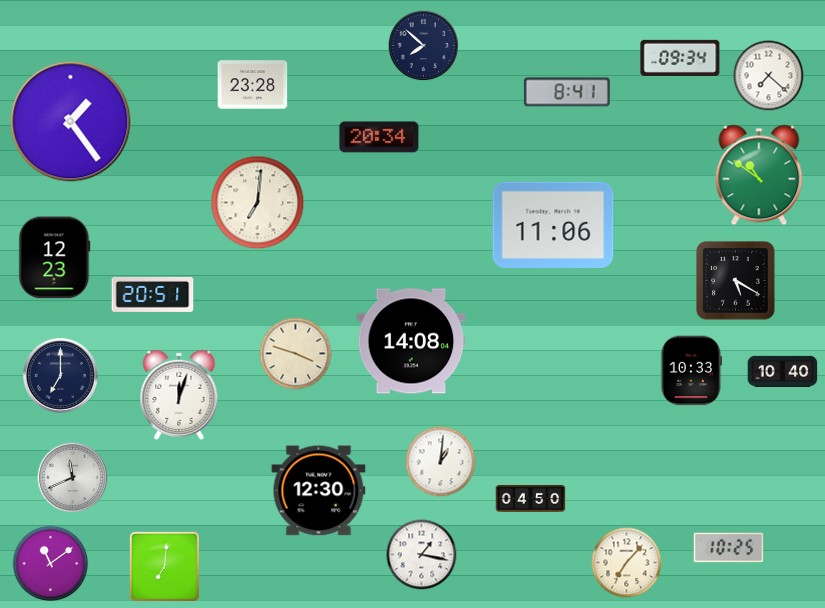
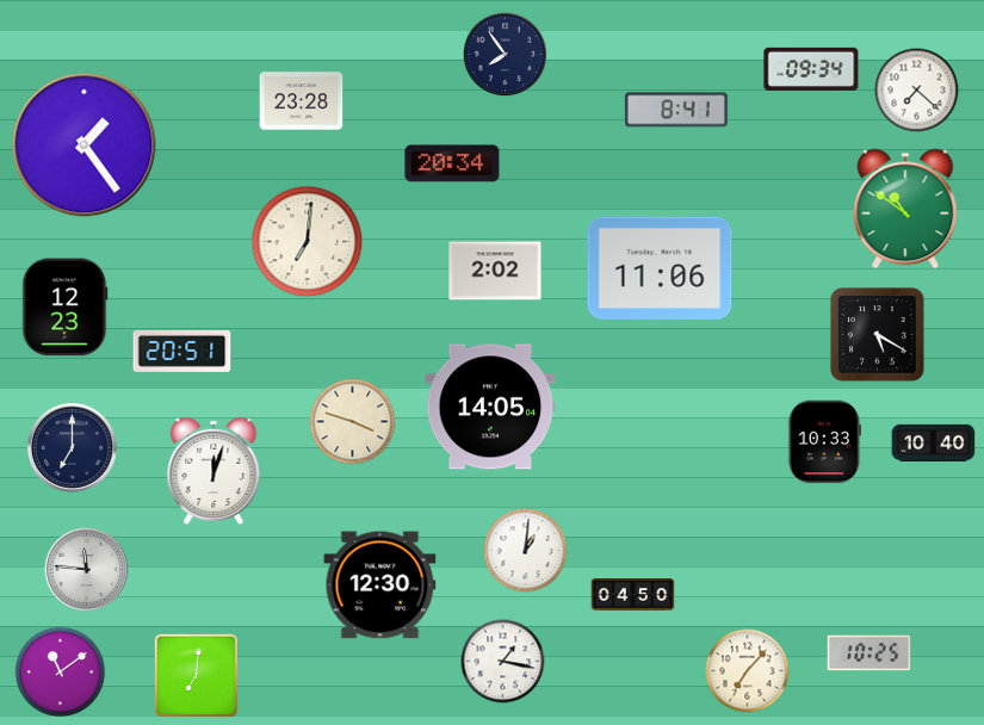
clock at (424, 46): 7:52 -> 7:54
clock at (495, 271): none -> 2:02
clock at (411, 341): 14:08 -> 14:05
clock at (73, 478): 11:41 -> 11:46
